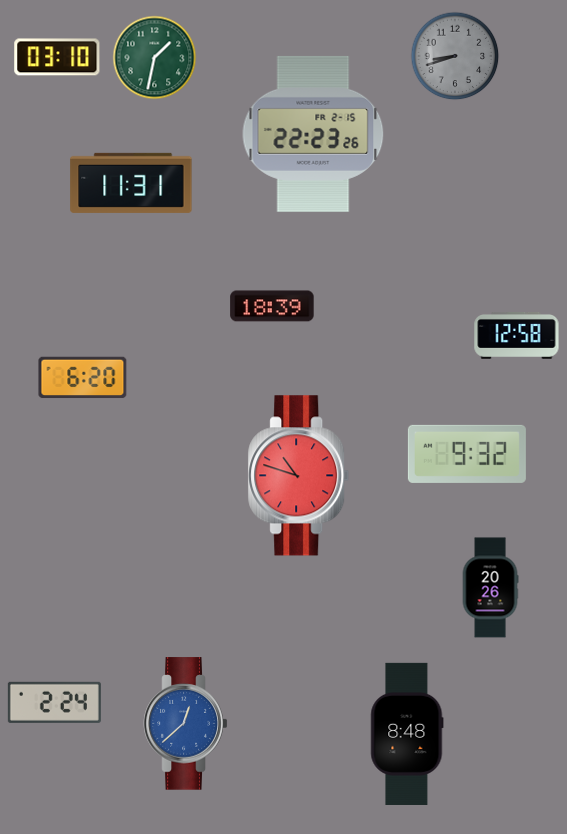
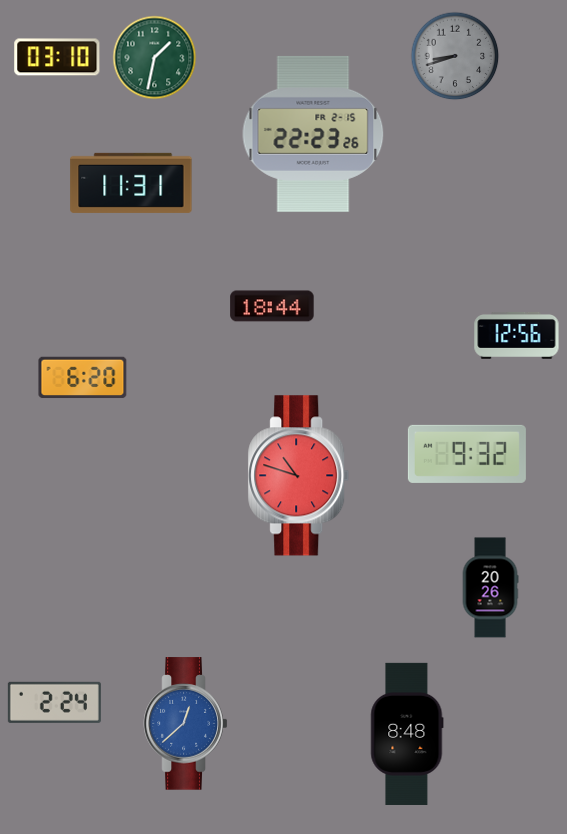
clock at (272, 306): 18:39 -> 18:44
clock at (517, 336): 12:58 -> 12:56
